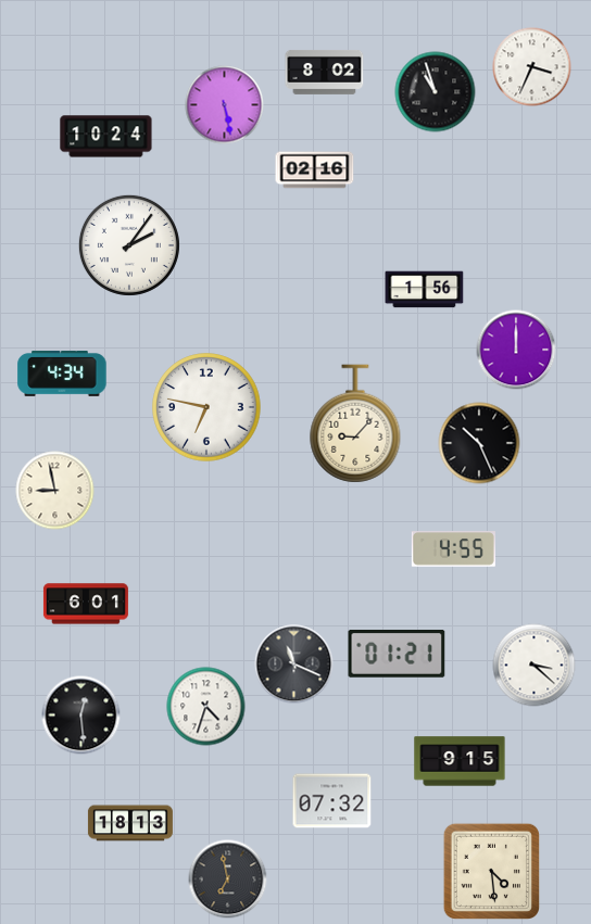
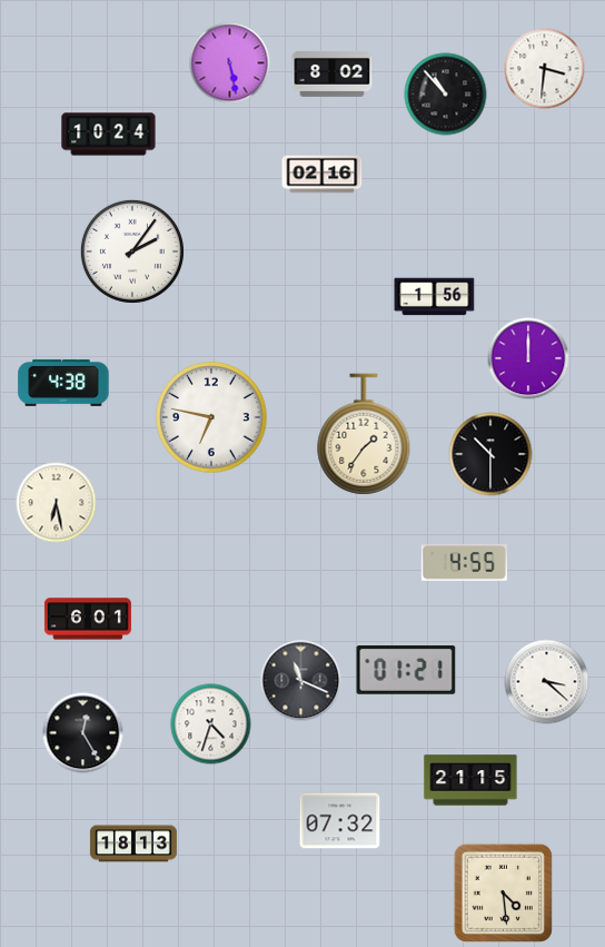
clock at (532, 67): 3:34 -> 3:31
clock at (436, 92): 10:57 -> 10:53
clock at (225, 105) position: (225, 105) -> (230, 63)
clock at (106, 137) position: (106, 137) -> (109, 135)
clock at (62, 374): 4:34 -> 4:38
clock at (355, 423): 9:07 -> 1:36
clock at (479, 443): 10:26 -> 10:30
clock at (55, 491): 8:58 -> 6:28
clock at (81, 716): 12:29 -> 12:25
clock at (460, 761): 9:15 -> 21:15
clock at (228, 879): 6:58 -> none
